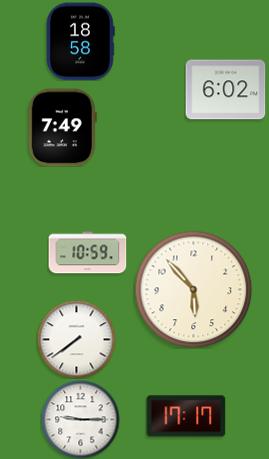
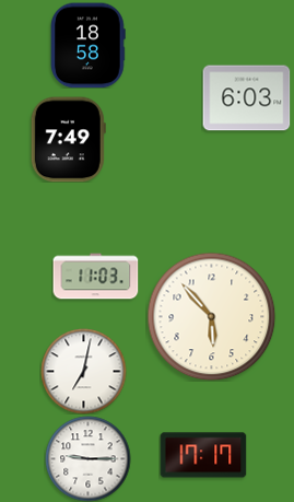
clock at (225, 90): 6:02 -> 6:03
clock at (87, 253): 10:59 -> 11:03
clock at (76, 339): 7:39 -> 7:02
